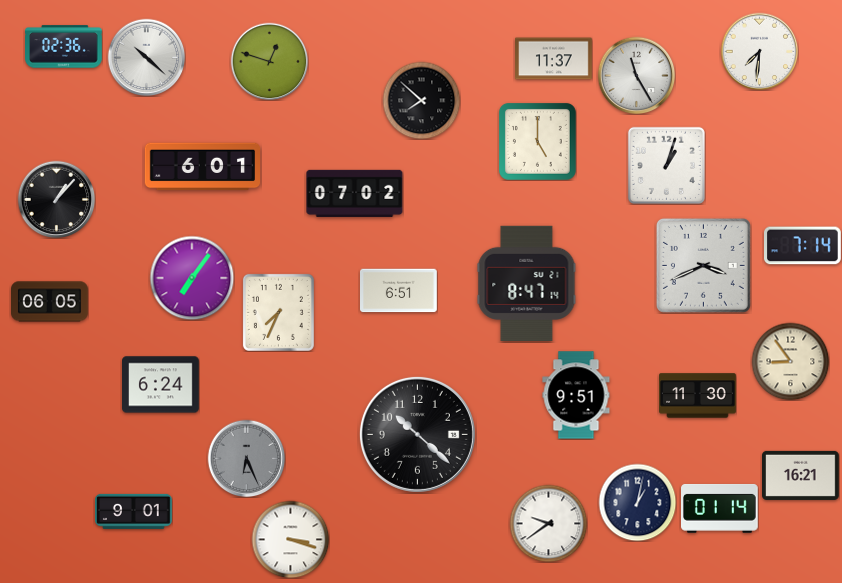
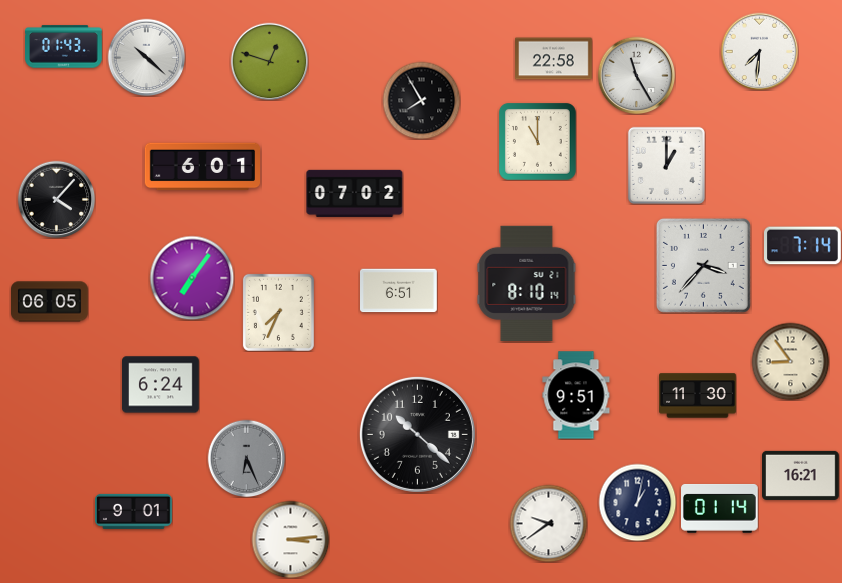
clock at (64, 47): 02:36 -> 01:43
clock at (554, 59): 11:37 -> 22:58
clock at (421, 100): 7:52 -> 7:55
clock at (537, 141): 5:00 -> 11:00
clock at (666, 165): 1:03 -> 1:00
clock at (56, 199): 1:07 -> 4:07
clock at (703, 265): 3:41 -> 3:37
clock at (527, 283): 8:47 -> 8:10
clock at (290, 539): 3:18 -> 3:14
